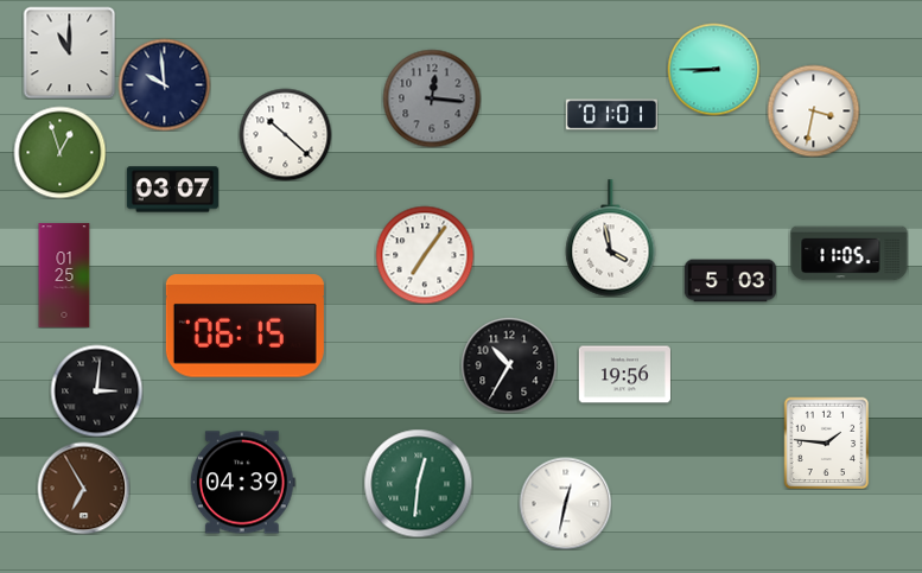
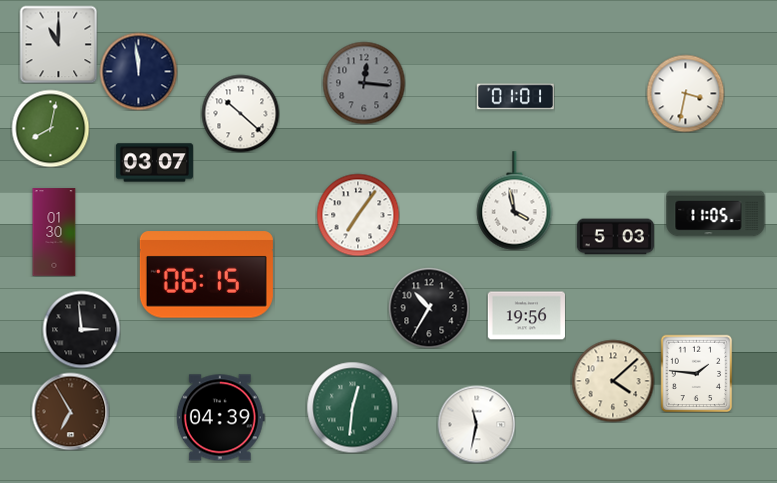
clock at (713, 69): 8:45 -> none
clock at (164, 84): 9:59 -> 11:59
clock at (59, 152): 12:57 -> 8:02
clock at (172, 190) position: (172, 190) -> (154, 163)
clock at (64, 275): 01:25 -> 01:30
clock at (96, 390): 3:01 -> 2:59
clock at (613, 381): none -> 4:08
clock at (242, 483) position: (242, 483) -> (220, 418)
clock at (565, 503): 12:32 -> 11:32
